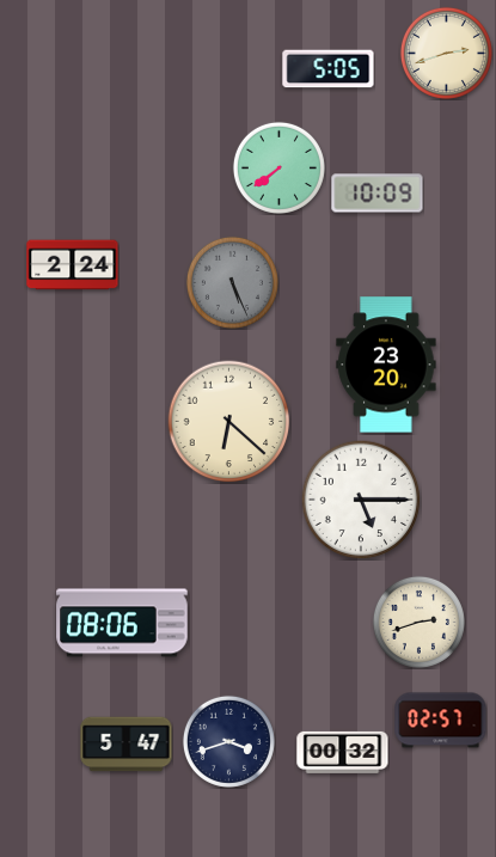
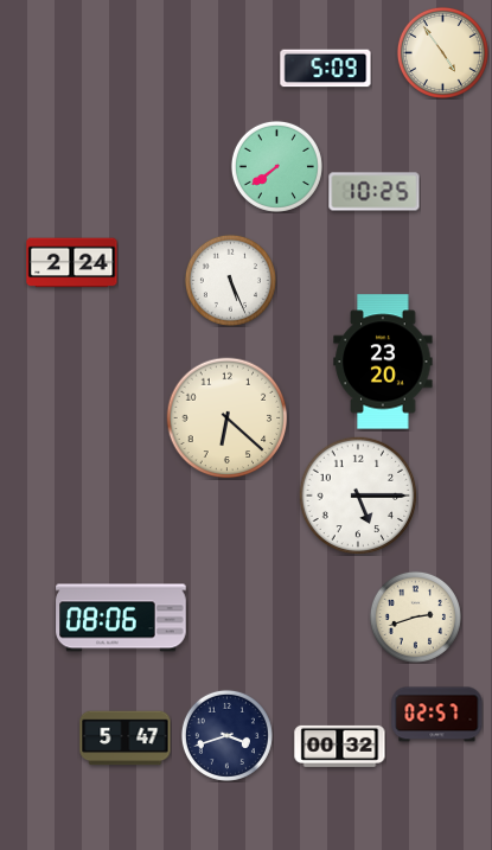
clock at (446, 53): 2:42 -> 4:54
clock at (329, 69): 5:05 -> 5:09
clock at (378, 194): 10:09 -> 10:25
clock at (232, 282) dial: grey -> white
